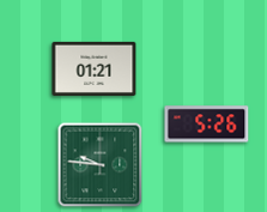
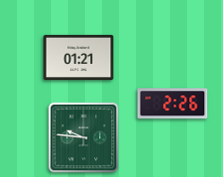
clock at (207, 125): 5:26 -> 2:26
